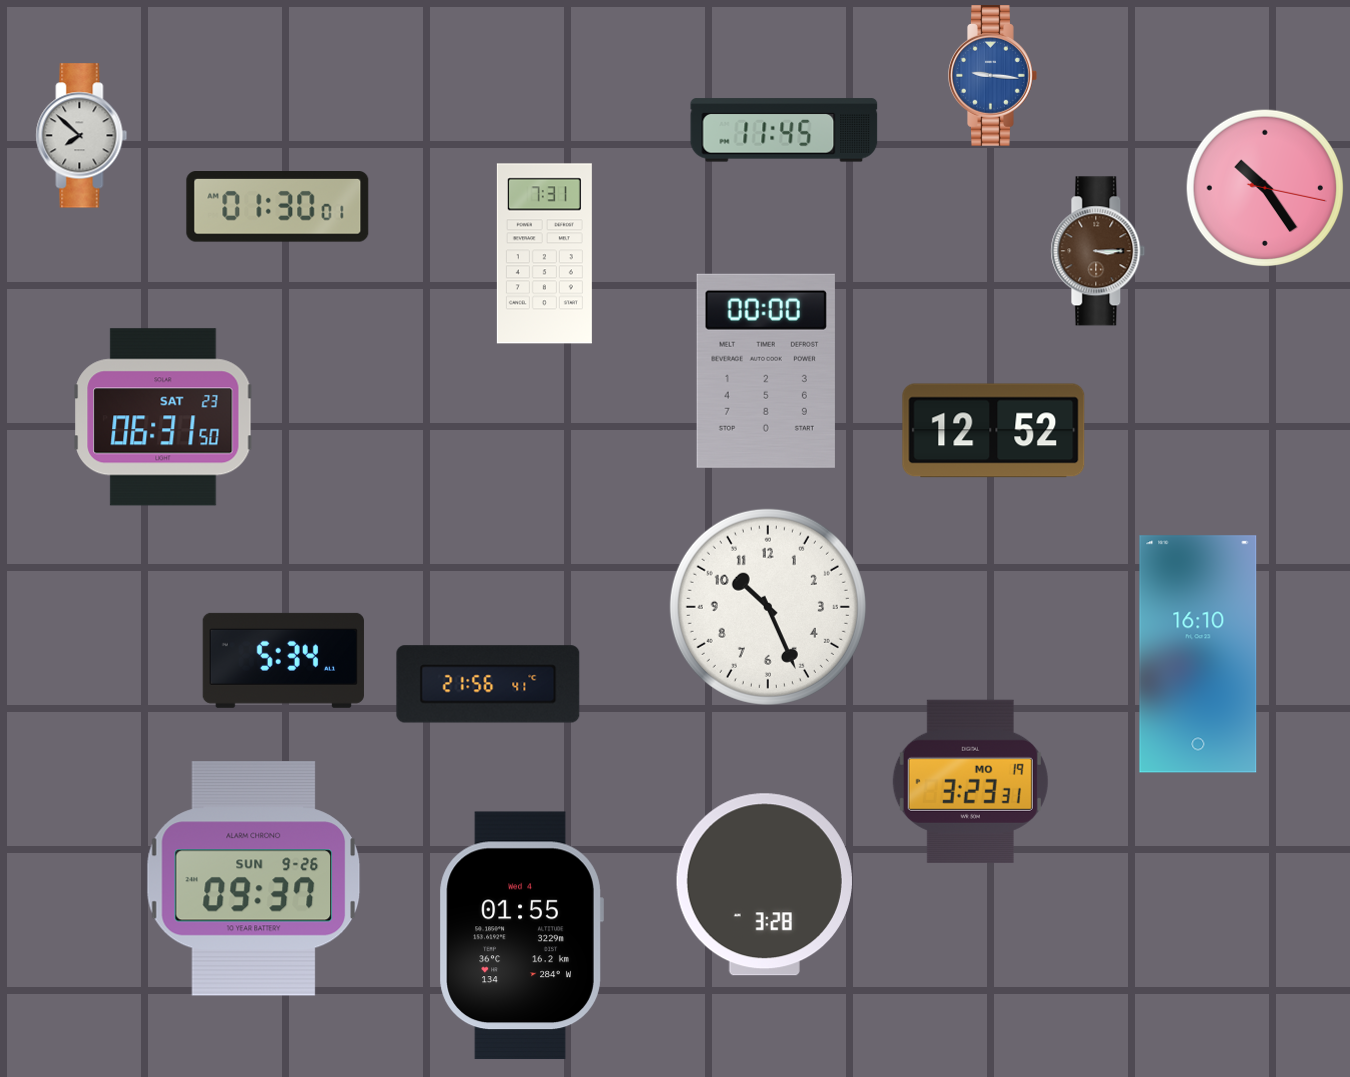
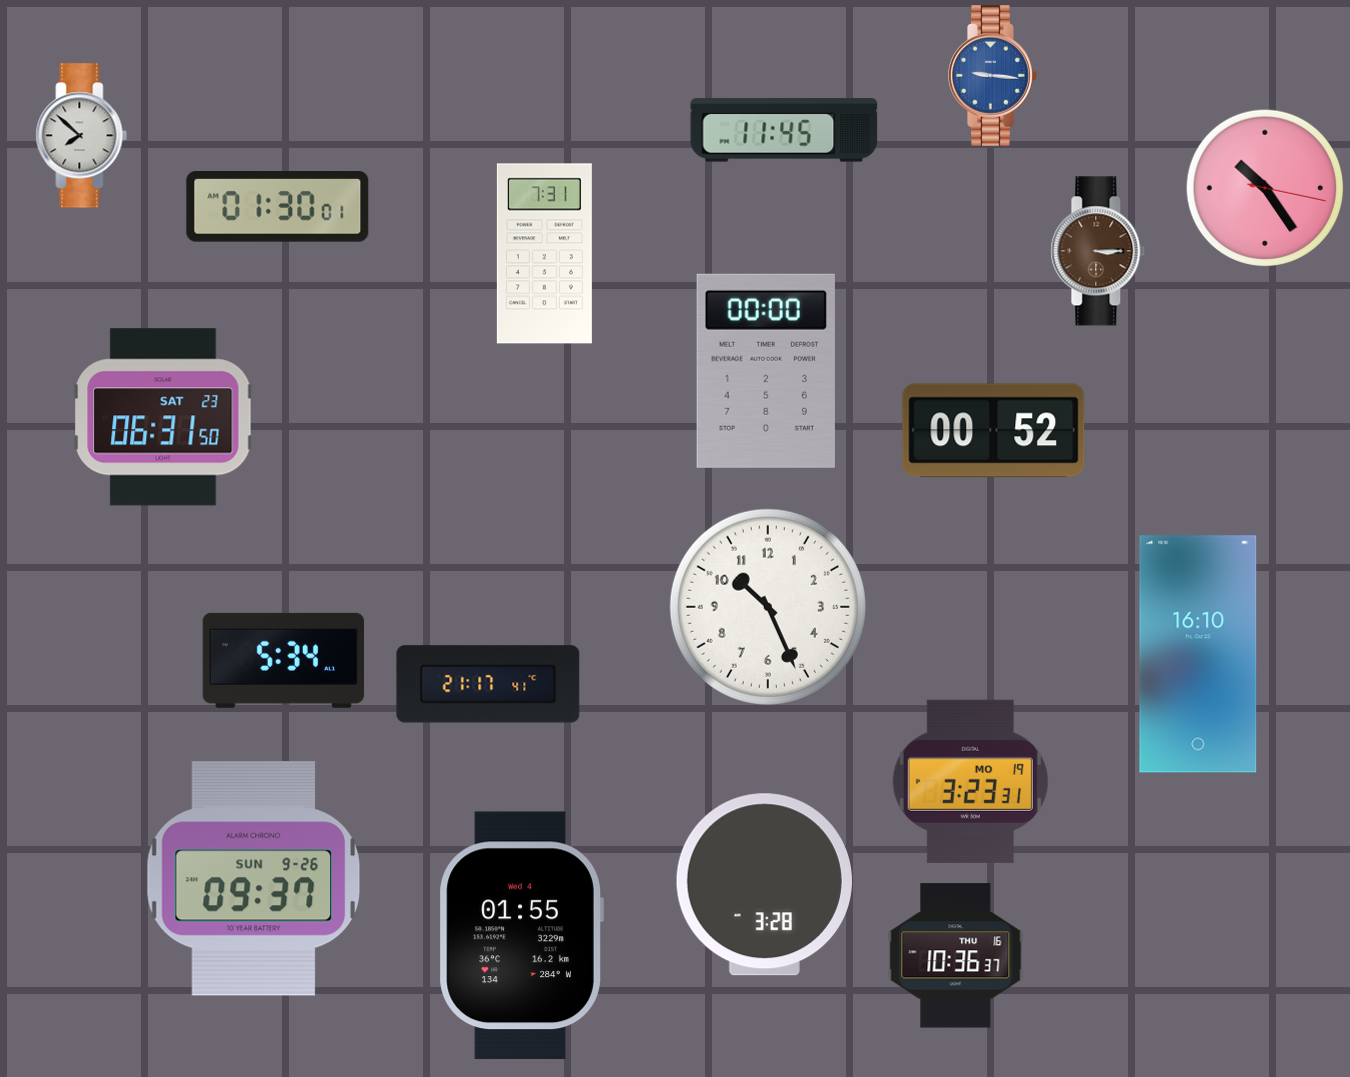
clock at (994, 431): 12:52 -> 00:52
clock at (488, 684): 21:56 -> 21:17
clock at (956, 956): none -> 10:36
